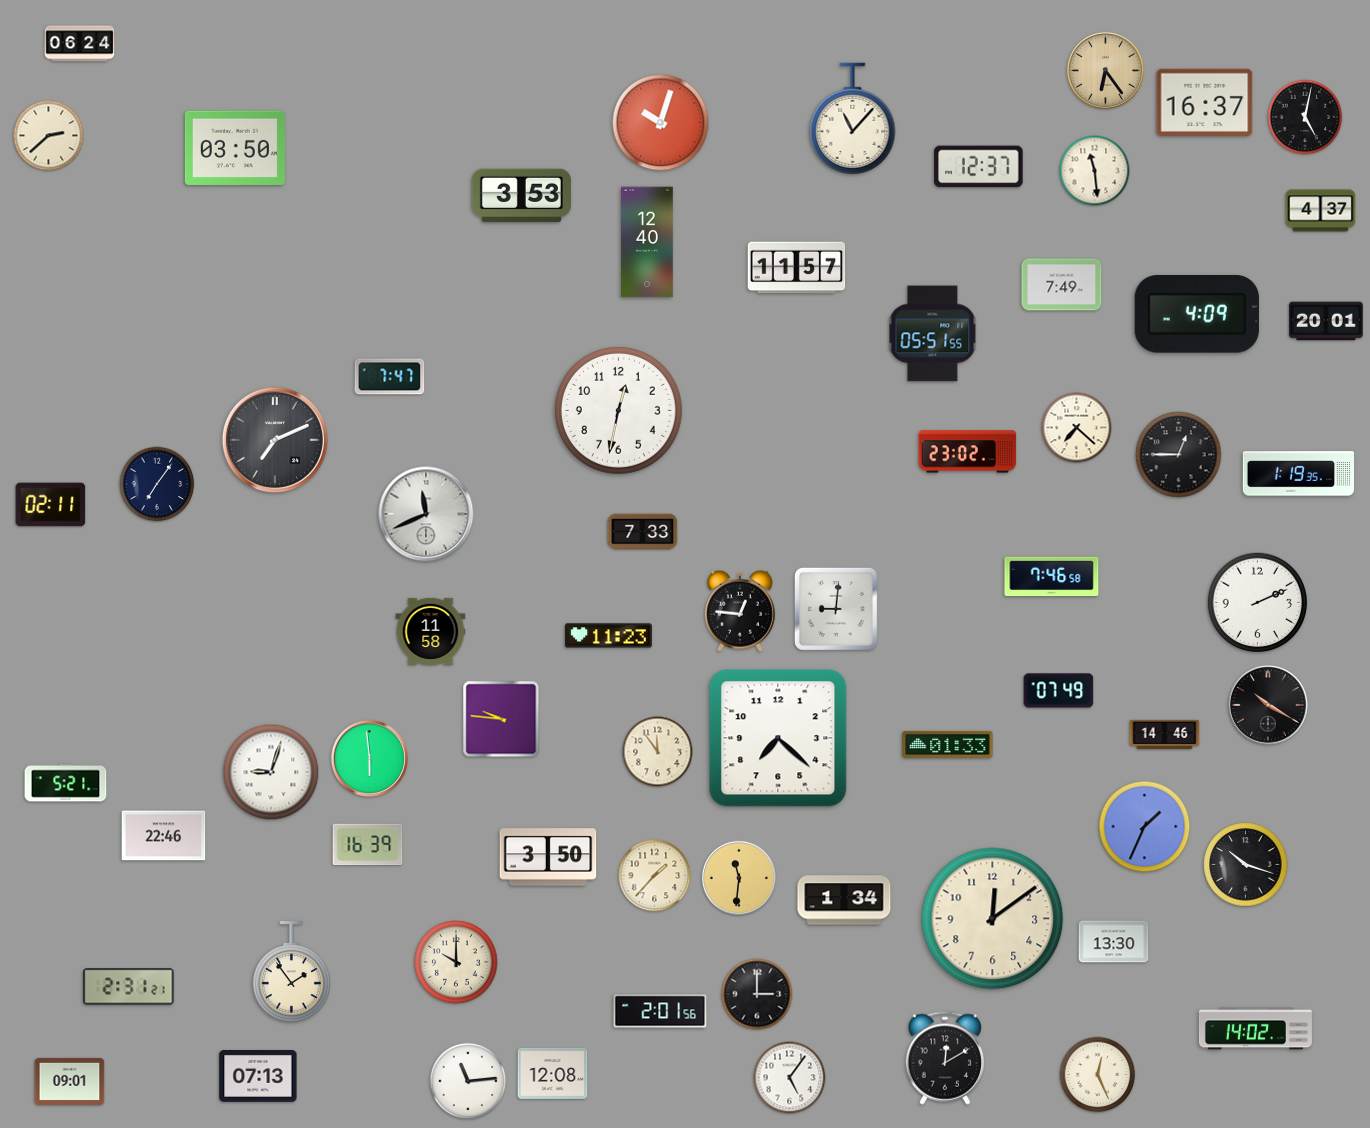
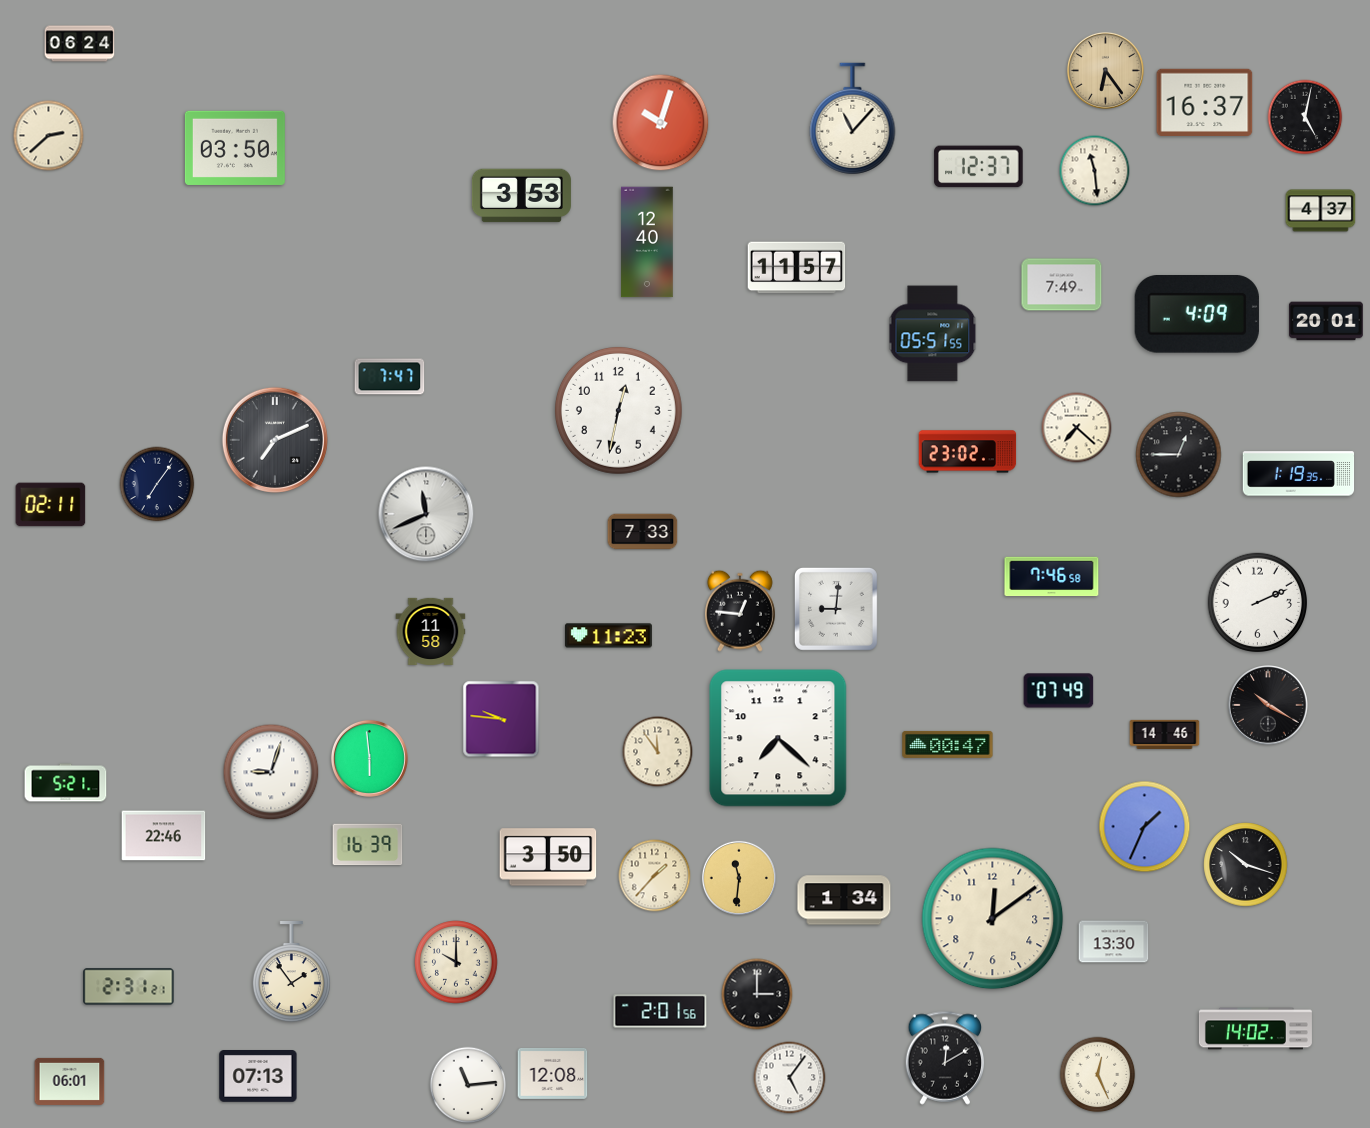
clock at (948, 744): 01:33 -> 00:47
clock at (70, 1081): 09:01 -> 06:01
clock at (468, 1081) position: (468, 1081) -> (468, 1085)
